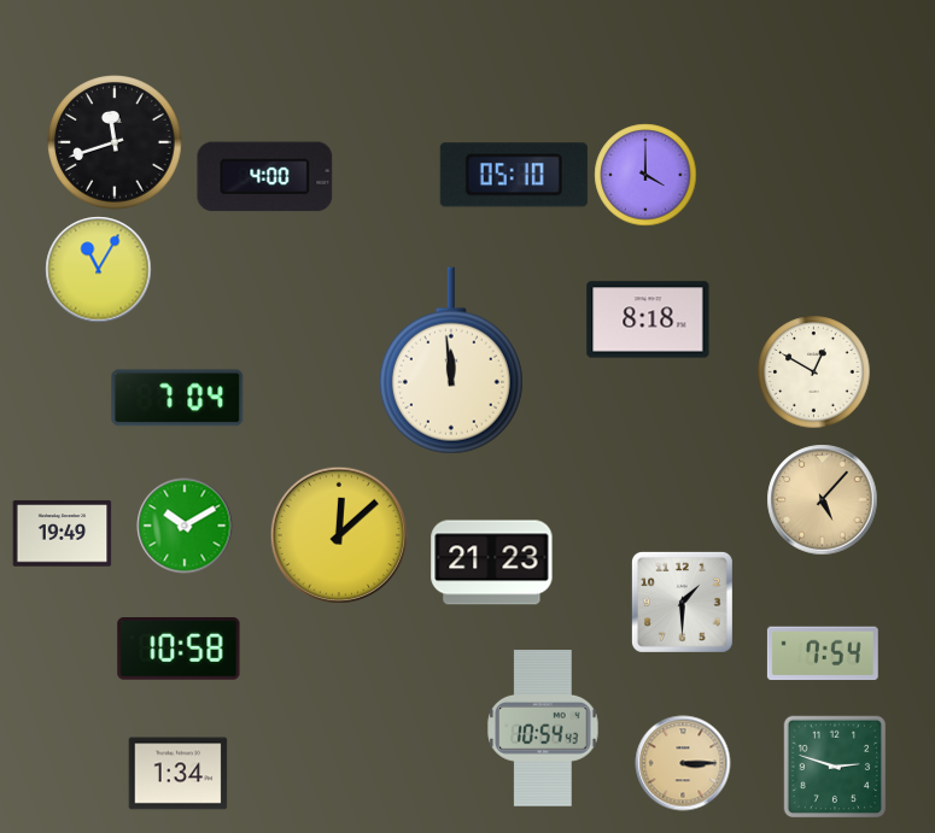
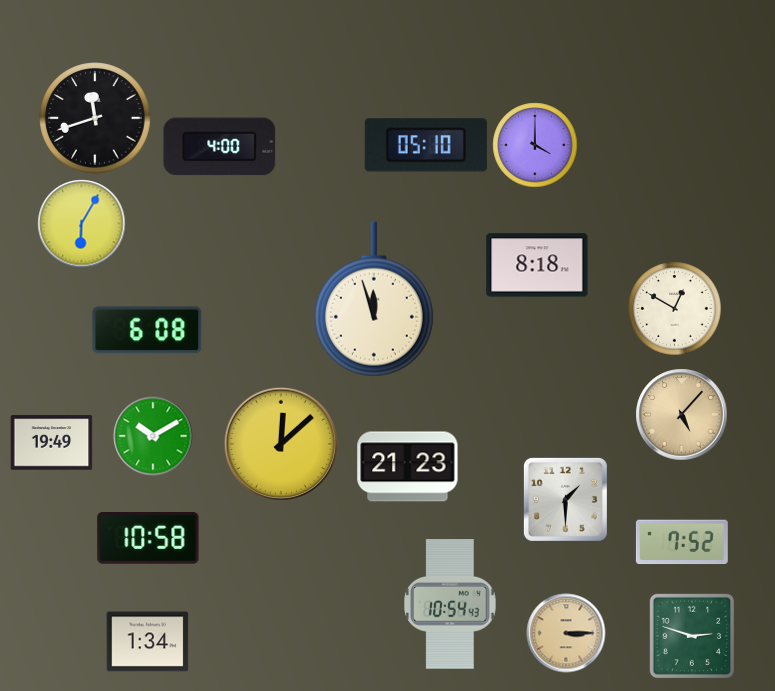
clock at (99, 270): 11:05 -> 6:05
clock at (451, 360): 11:59 -> 11:57
clock at (177, 398): 7:04 -> 6:08
clock at (823, 653): 7:54 -> 7:52
